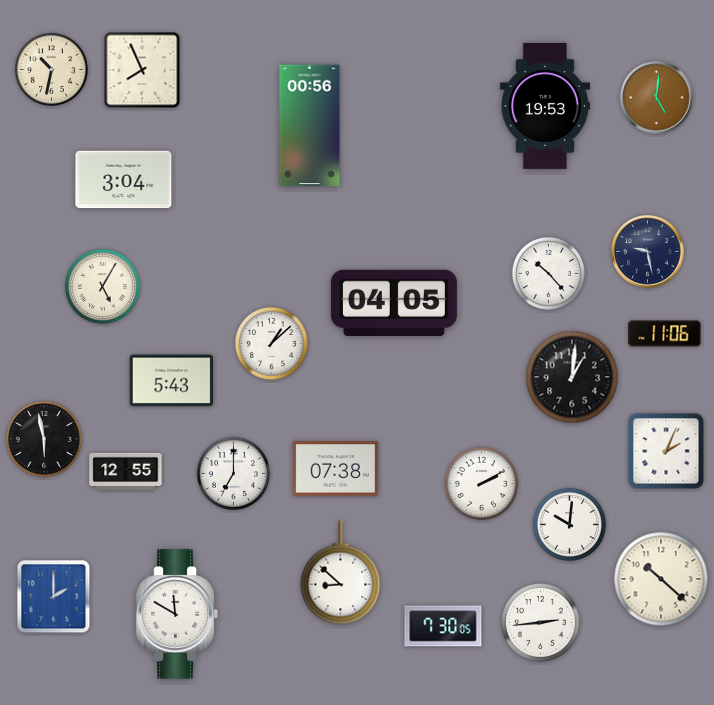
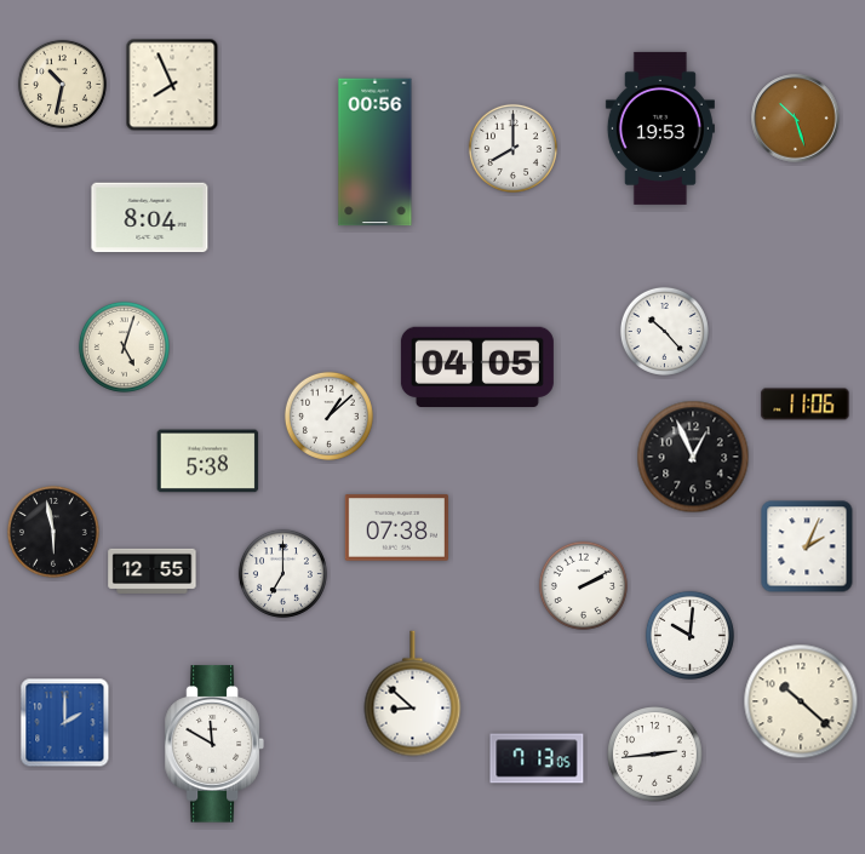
clock at (657, 98): 5:01 -> 10:27
clock at (512, 148): none -> 8:00
clock at (124, 180): 3:04 -> 8:04
clock at (648, 252): 9:28 -> none
clock at (102, 286): 5:05 -> 5:03
clock at (572, 377): 1:01 -> 12:56
clock at (172, 381): 5:43 -> 5:38
clock at (335, 469) position: (335, 469) -> (396, 528)
clock at (443, 626): 7:30 -> 7:13
